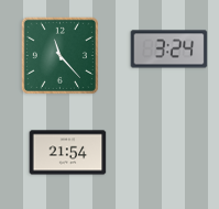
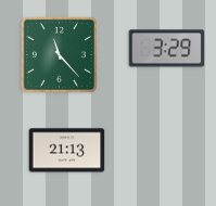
clock at (169, 50): 3:24 -> 3:29
clock at (68, 153): 21:54 -> 21:13
